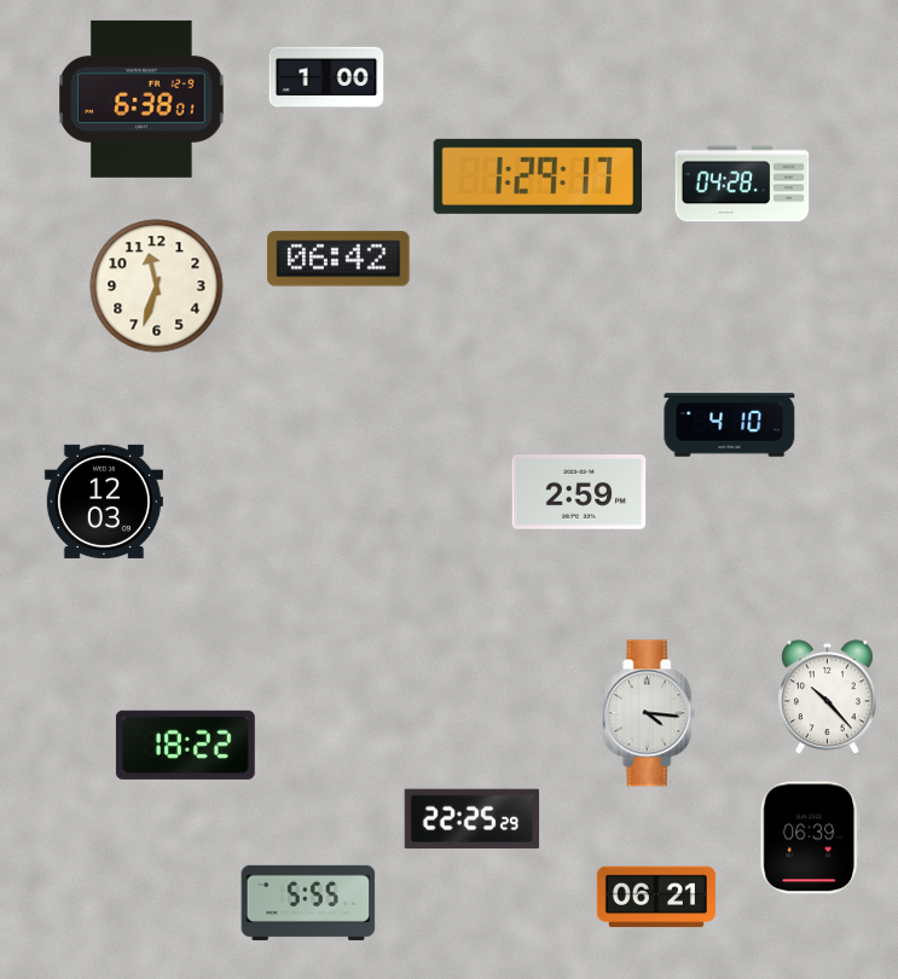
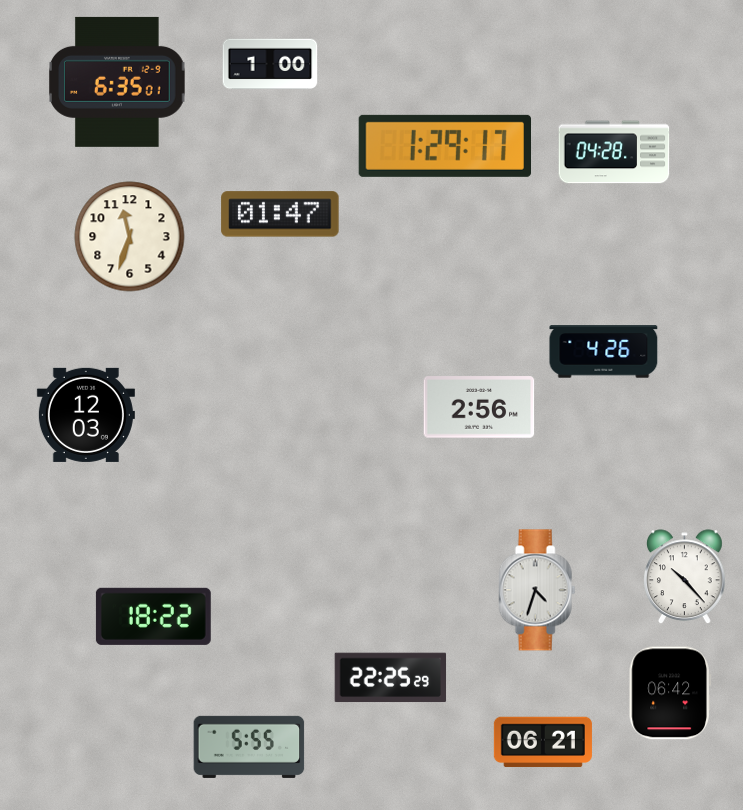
clock at (141, 99): 6:38 -> 6:35
clock at (338, 259): 06:42 -> 01:47
clock at (730, 425): 4:10 -> 4:26
clock at (579, 492): 2:59 -> 2:56
clock at (649, 713): 4:16 -> 4:33
clock at (810, 838): 06:39 -> 06:42
clock at (308, 903) position: (308, 903) -> (249, 747)
